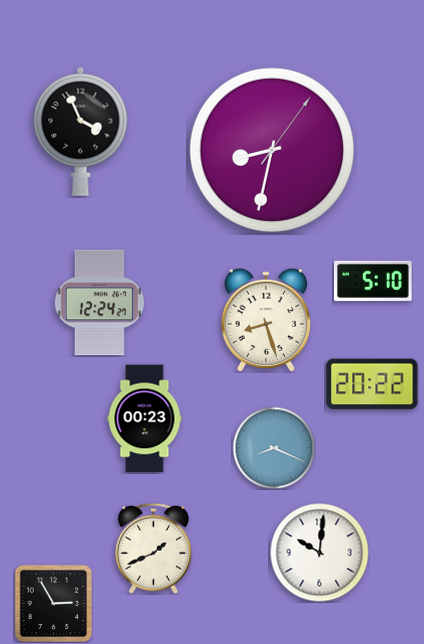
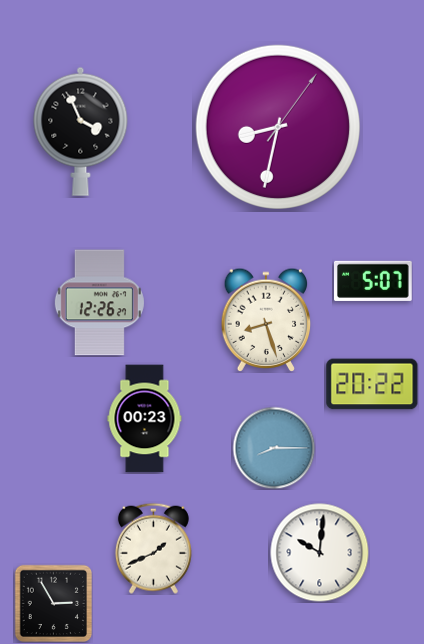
clock at (271, 149) position: (271, 149) -> (277, 126)
clock at (374, 281): 5:10 -> 5:07
clock at (99, 303): 12:24 -> 12:26
clock at (274, 448): 8:19 -> 8:15
